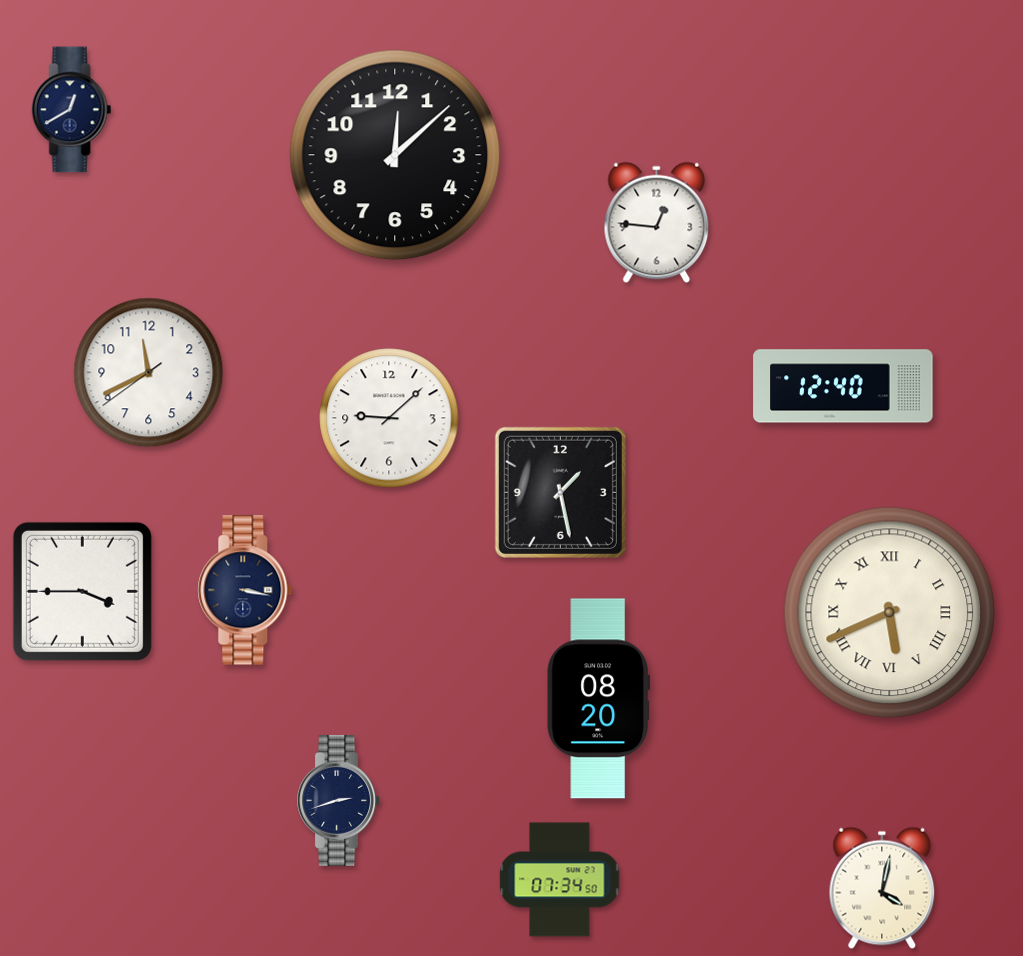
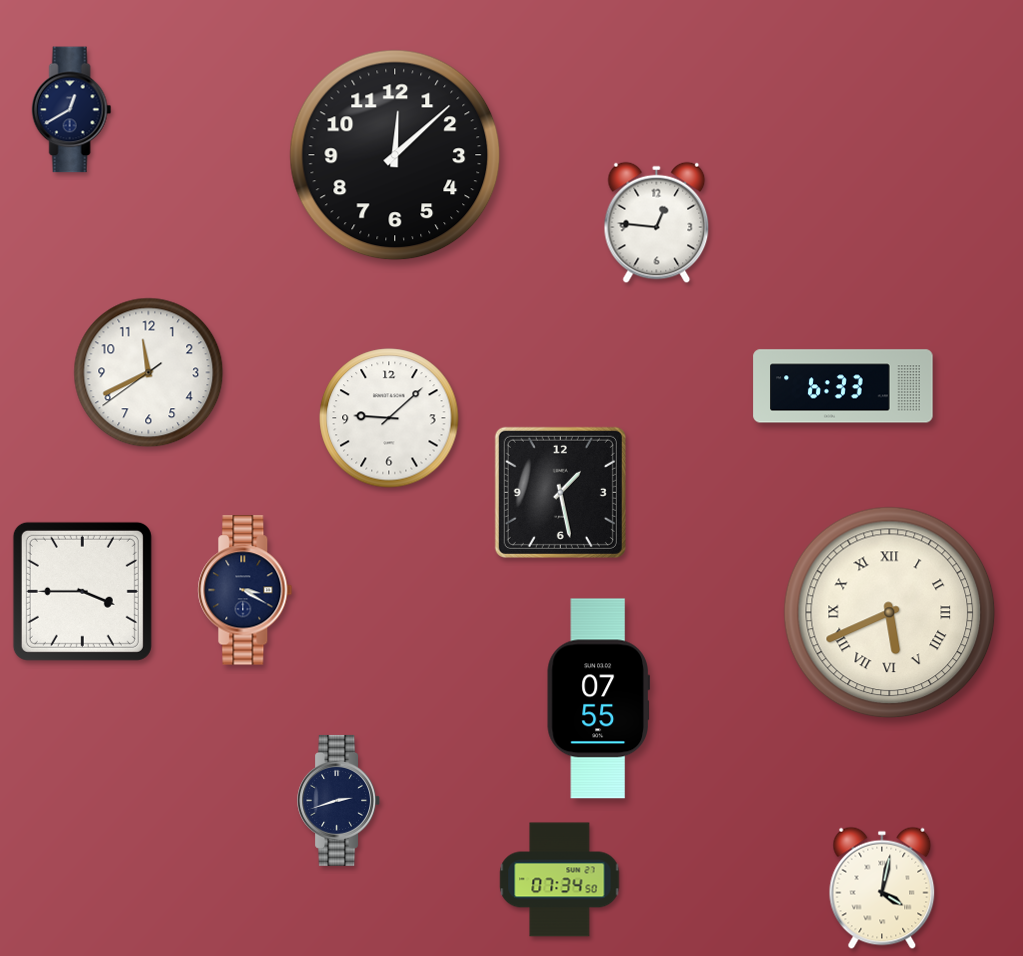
clock at (843, 386): 12:40 -> 6:33
clock at (245, 590): 3:17 -> 3:20
clock at (598, 699): 08:20 -> 07:55
